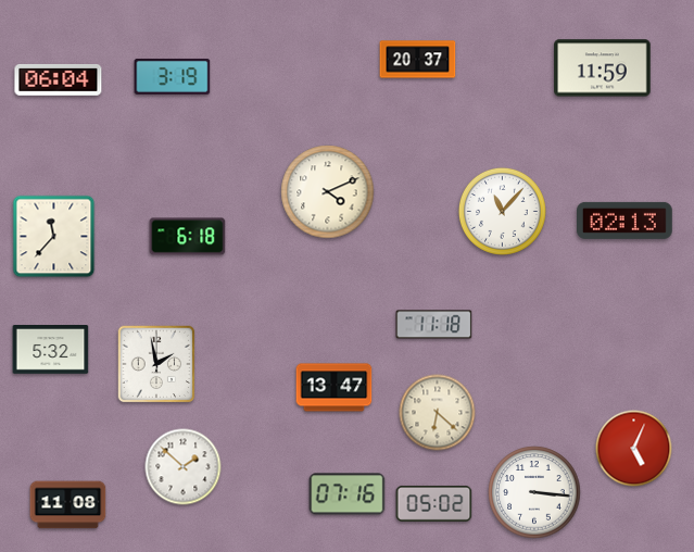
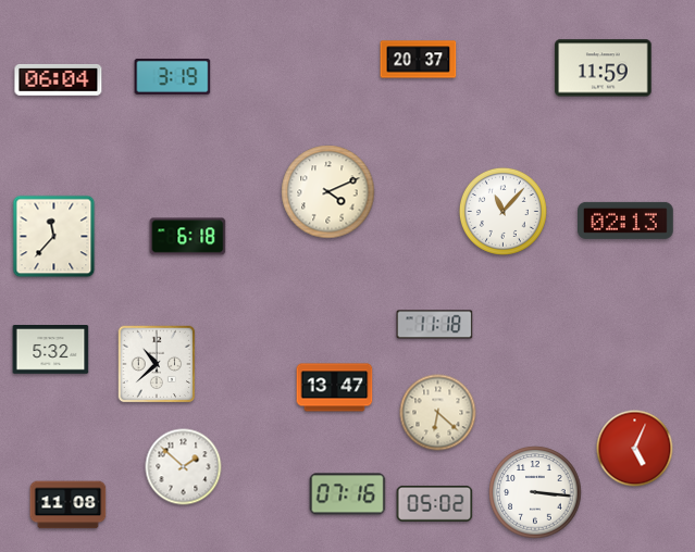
clock at (156, 364): 1:58 -> 10:38
